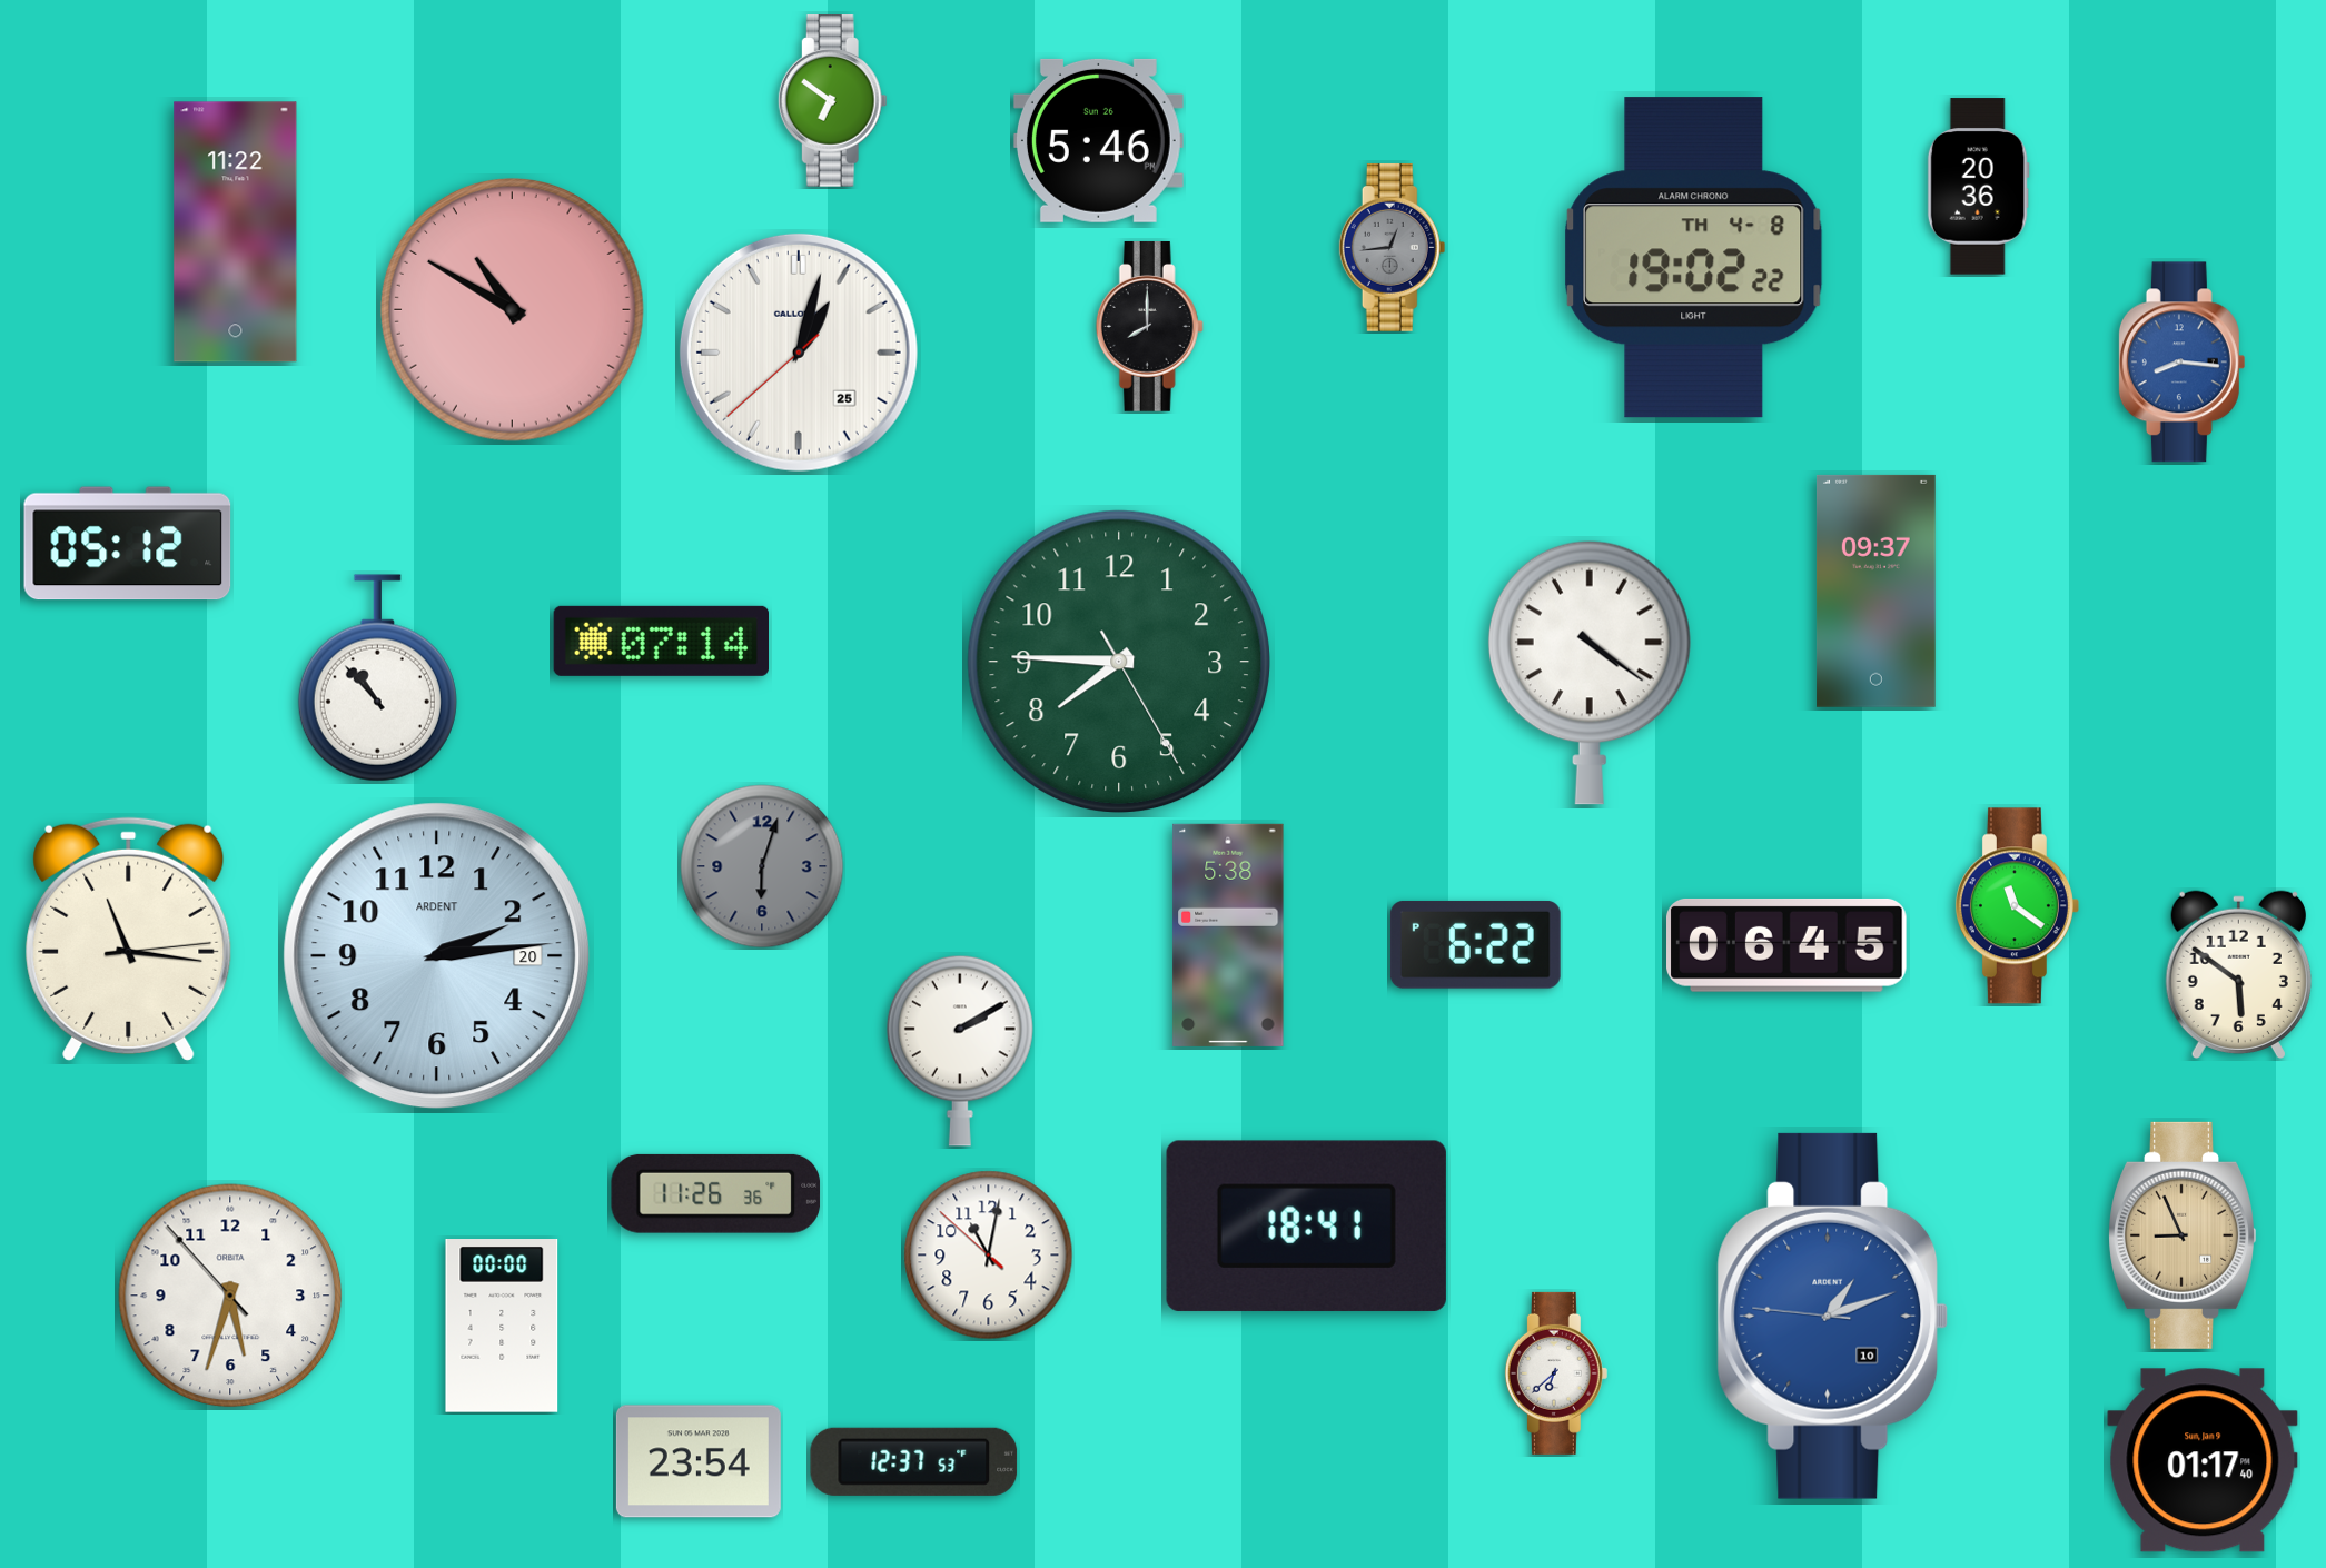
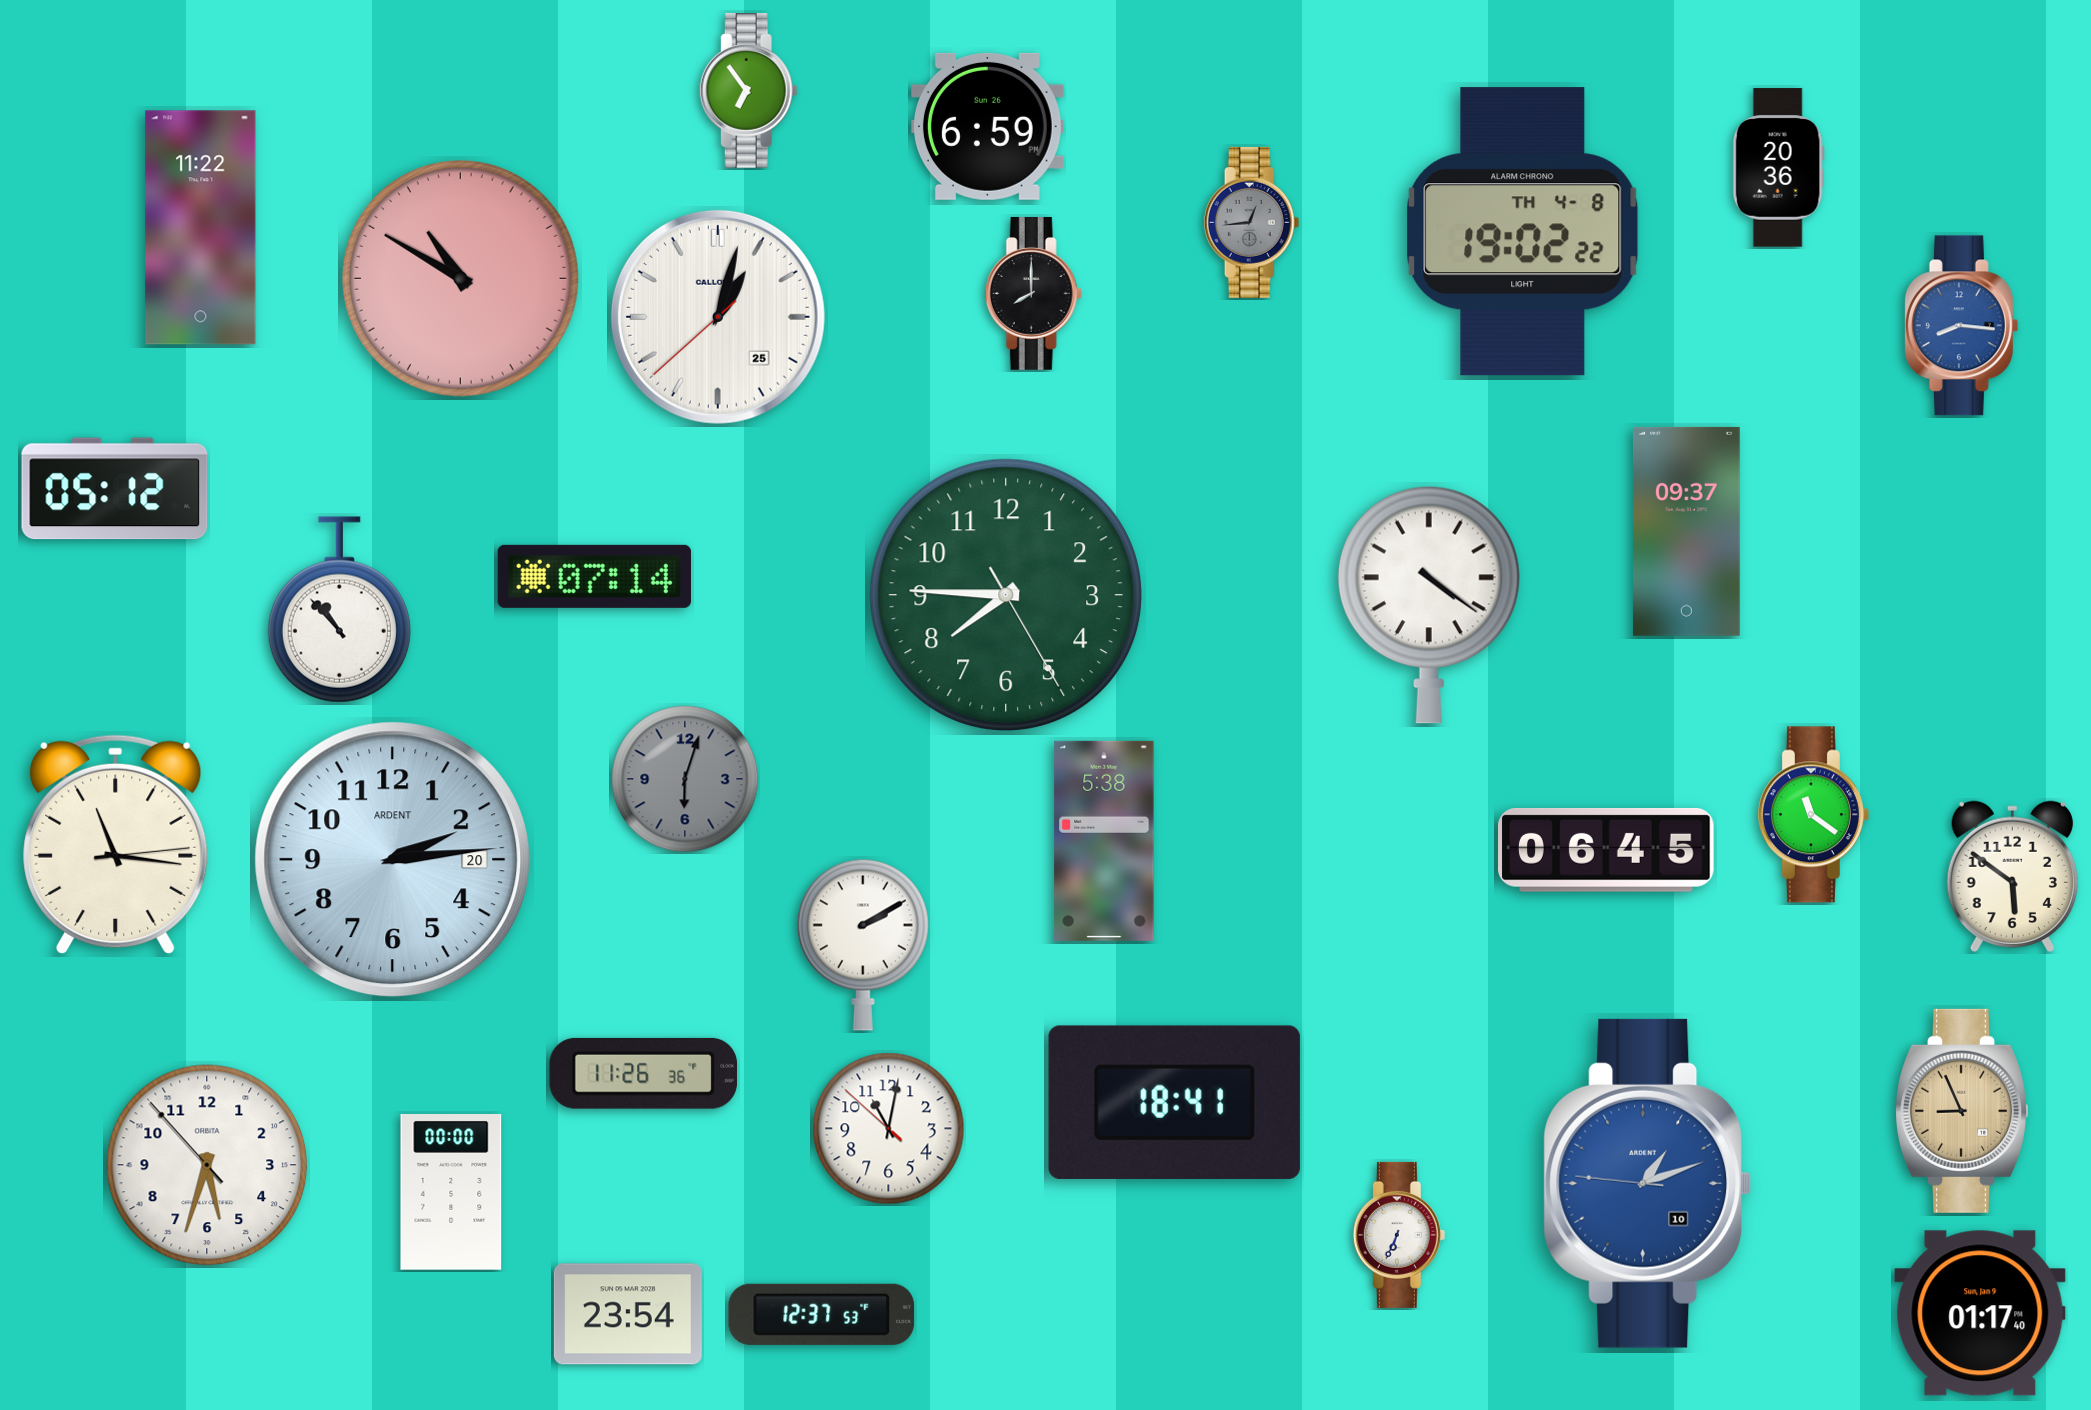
clock at (832, 101): 6:51 -> 6:54
clock at (1098, 140): 5:46 -> 6:59
clock at (236, 232) position: (236, 232) -> (201, 228)
clock at (1475, 944): 6:22 -> none
clock at (1556, 1373): 6:38 -> 6:34
